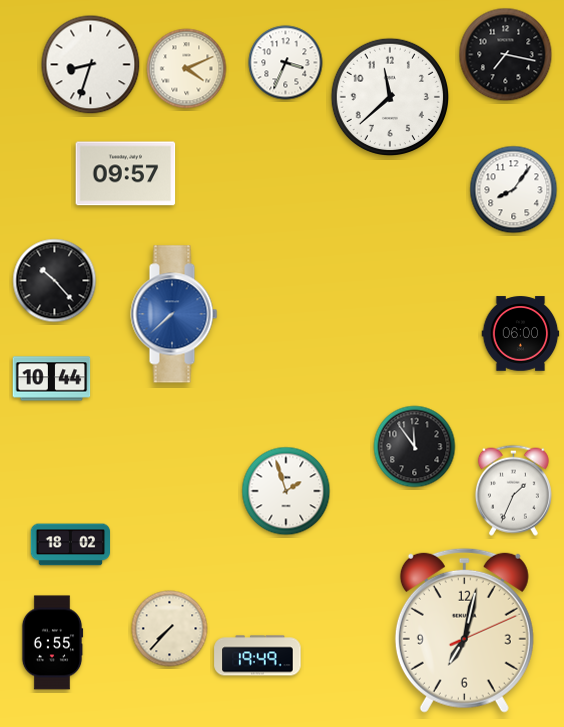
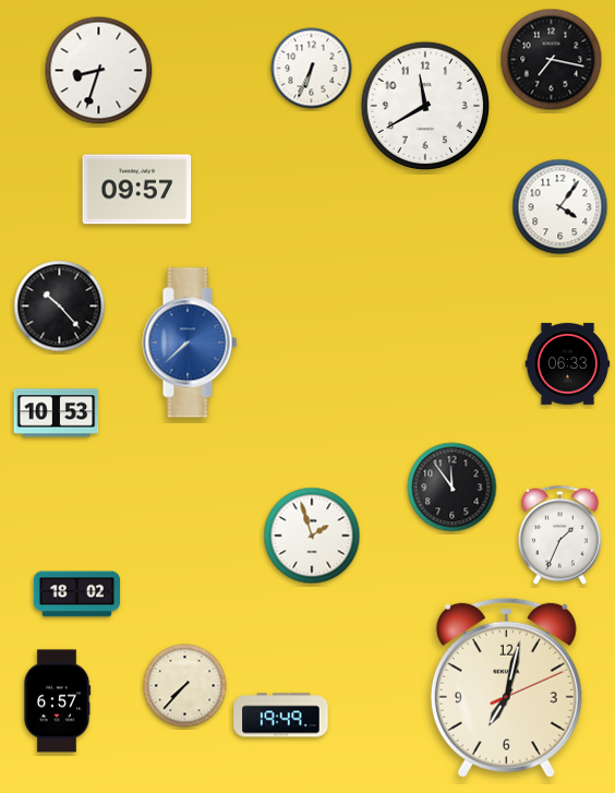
clock at (286, 63): 3:34 -> 6:34
clock at (187, 69): 4:11 -> none
clock at (389, 96): 11:38 -> 11:40
clock at (514, 190): 8:06 -> 4:06
clock at (521, 334): 06:00 -> 06:33
clock at (52, 379): 10:44 -> 10:53
clock at (52, 643): 6:55 -> 6:57
